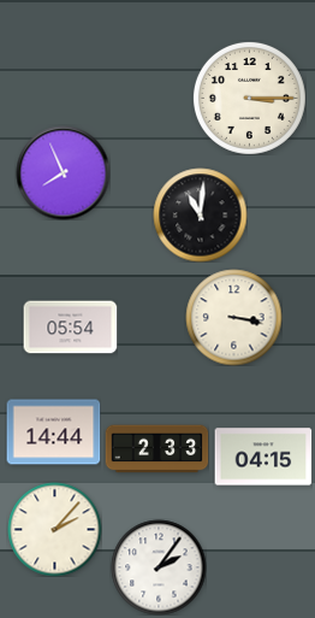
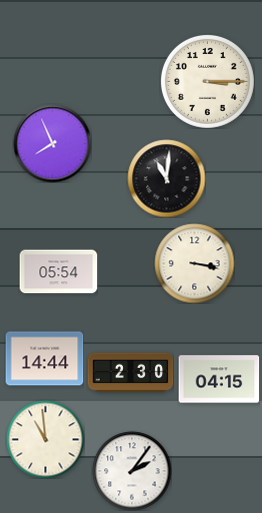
clock at (156, 449): 2:33 -> 2:30
clock at (54, 529): 2:07 -> 10:59
